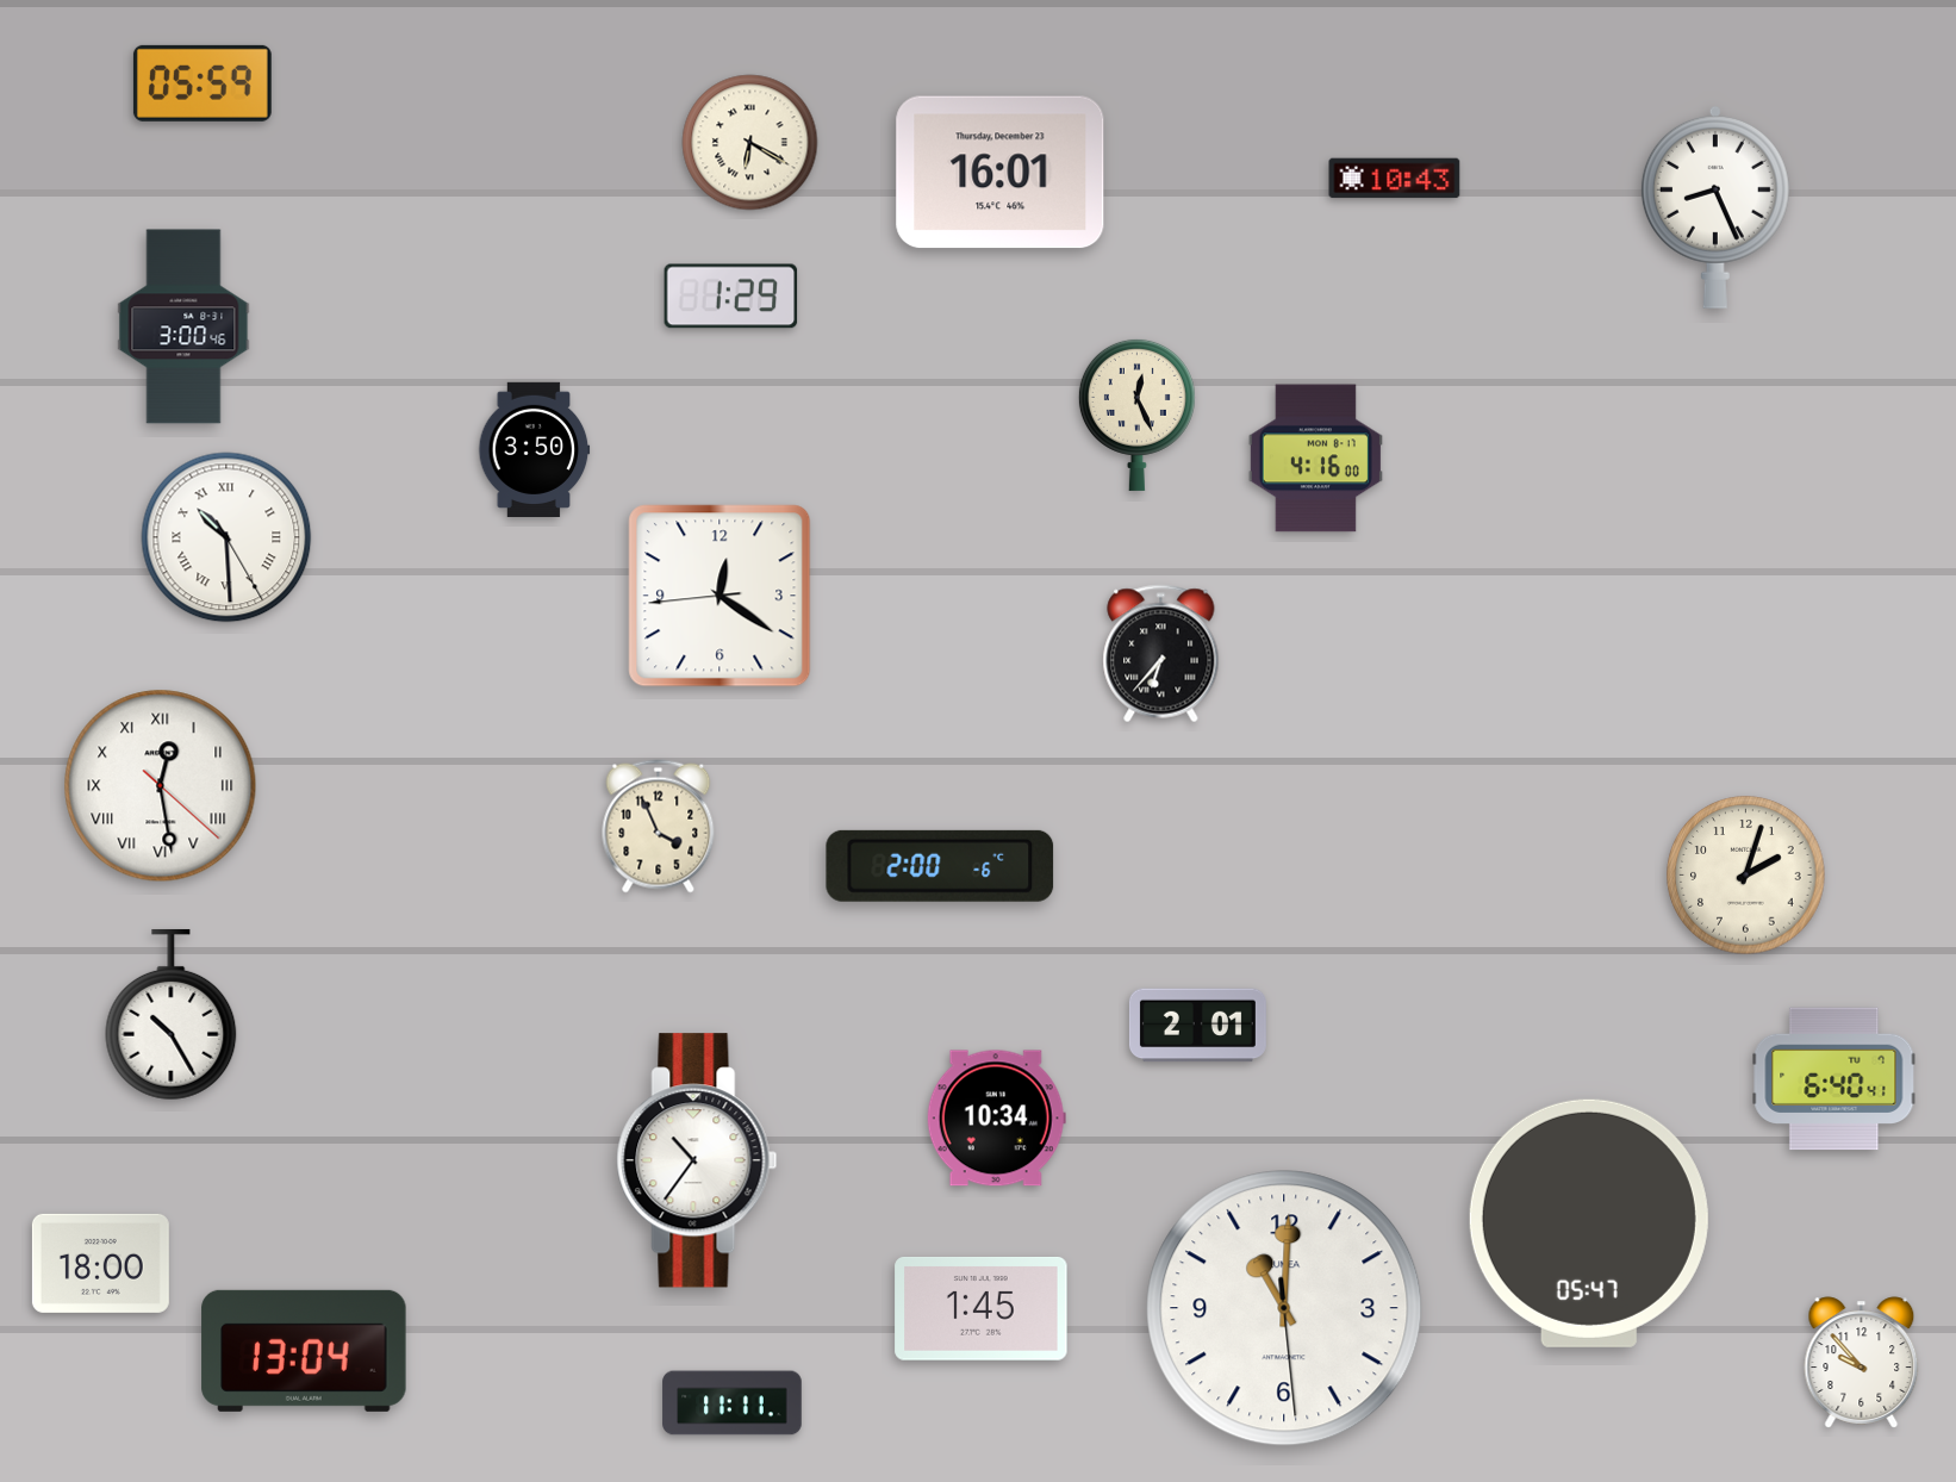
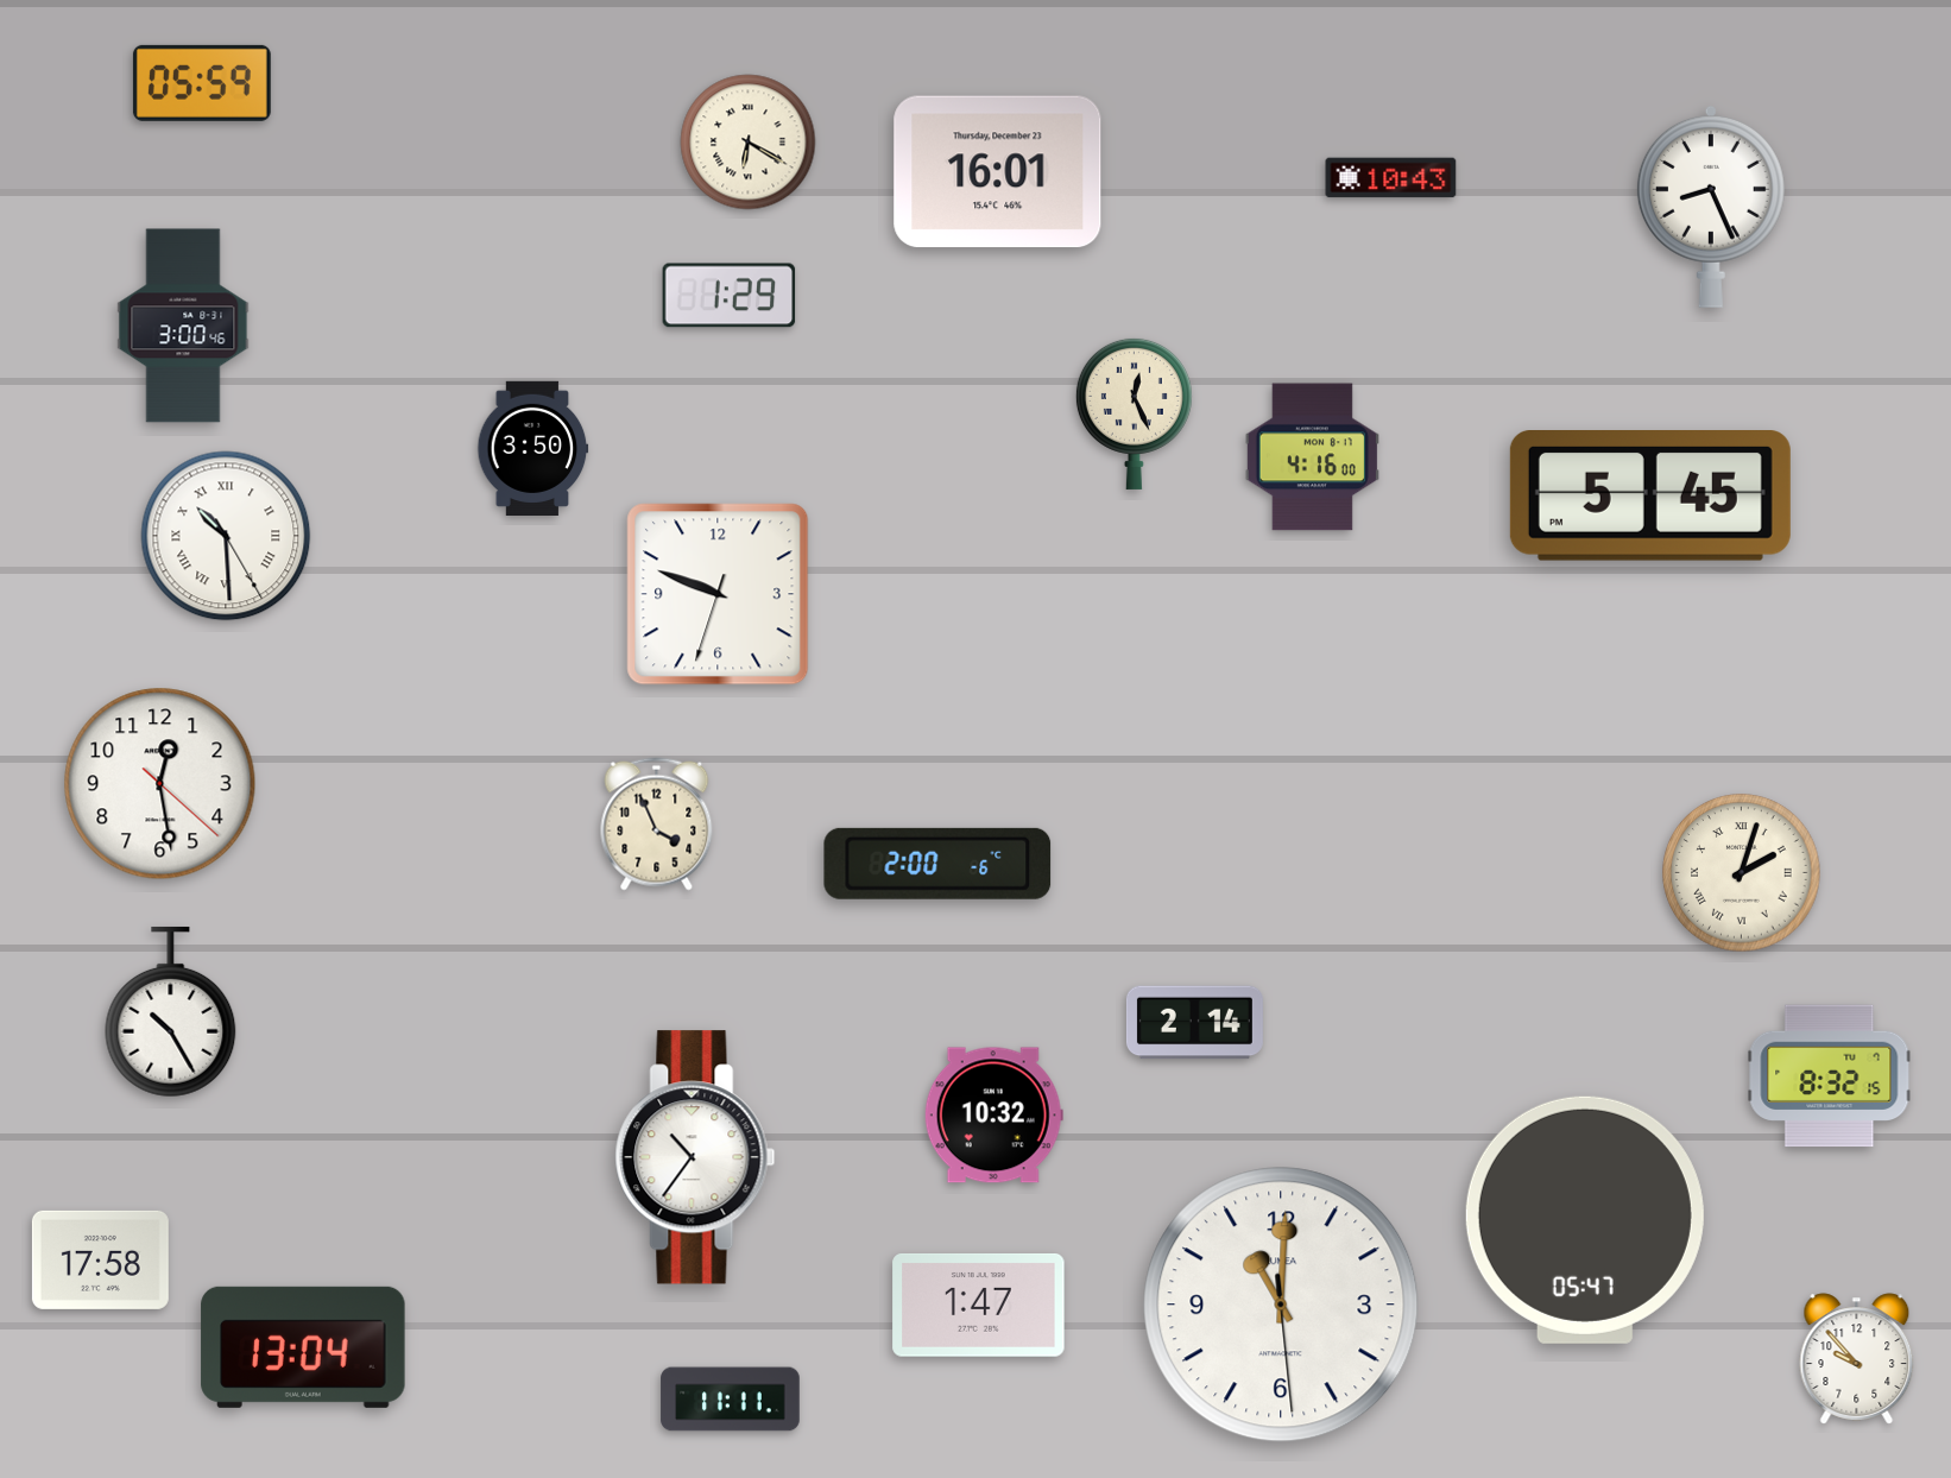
clock at (1650, 497): none -> 5:45
clock at (720, 596): 12:20 -> 9:48
clock at (1161, 654): 6:37 -> none
clock at (161, 786) numerals: Roman -> Arabic
clock at (1746, 876) numerals: Arabic -> Roman
clock at (1197, 1026): 2:01 -> 2:14
clock at (1834, 1079): 6:40 -> 8:32
clock at (996, 1119): 10:34 -> 10:32
clock at (100, 1263): 18:00 -> 17:58
clock at (982, 1309): 1:45 -> 1:47
